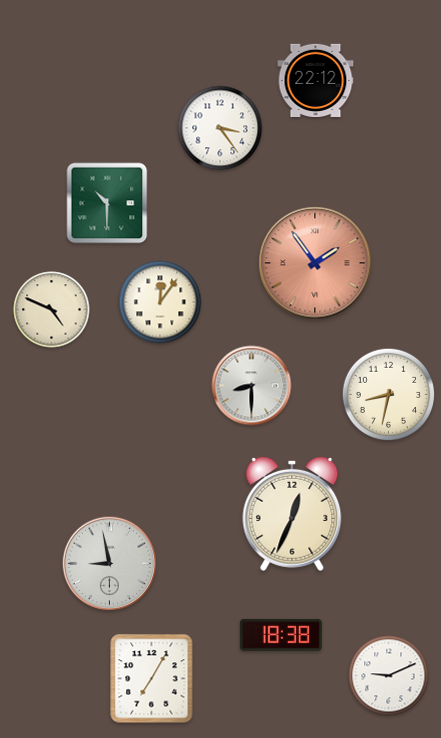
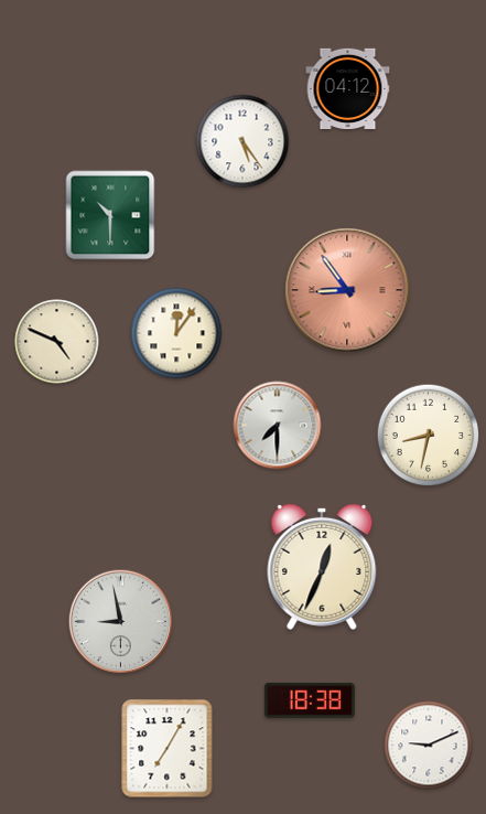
clock at (316, 80): 22:12 -> 04:12
clock at (220, 128): 3:24 -> 5:24
clock at (107, 203) position: (107, 203) -> (110, 215)
clock at (315, 263): 1:54 -> 8:54
clock at (252, 386): 8:30 -> 7:30
